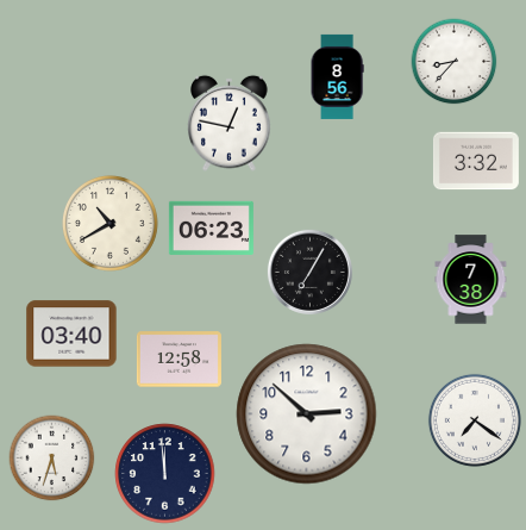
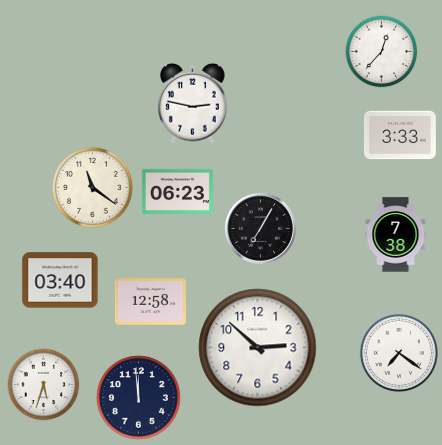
clock at (455, 62): 8:37 -> 12:37
clock at (337, 76): 8:56 -> none
clock at (230, 123): 12:47 -> 2:47
clock at (476, 161): 3:32 -> 3:33
clock at (109, 223): 10:40 -> 11:21
